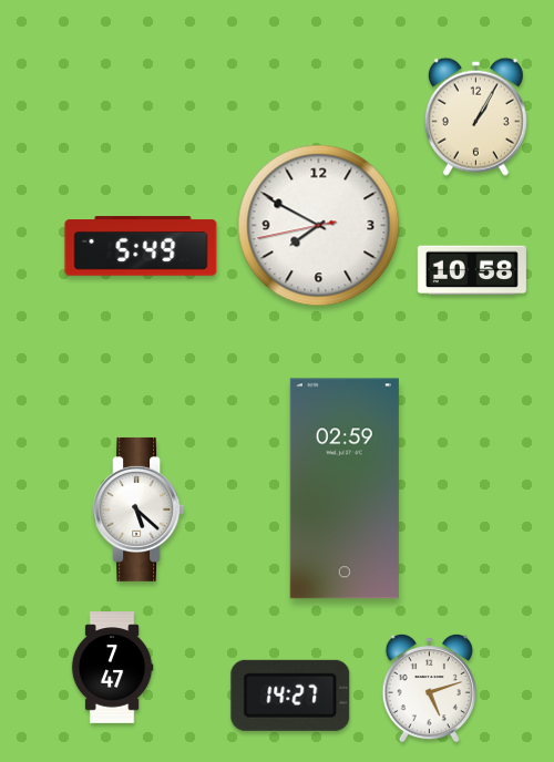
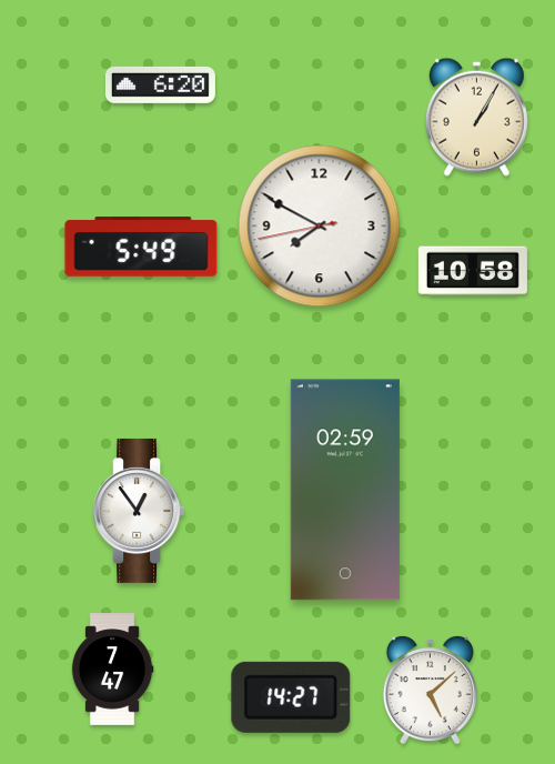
clock at (160, 84): none -> 6:20
clock at (138, 509): 5:22 -> 12:54
clock at (429, 688): 5:12 -> 5:08
